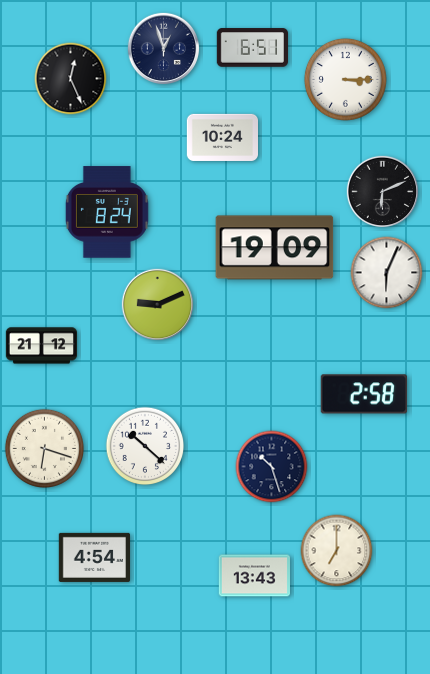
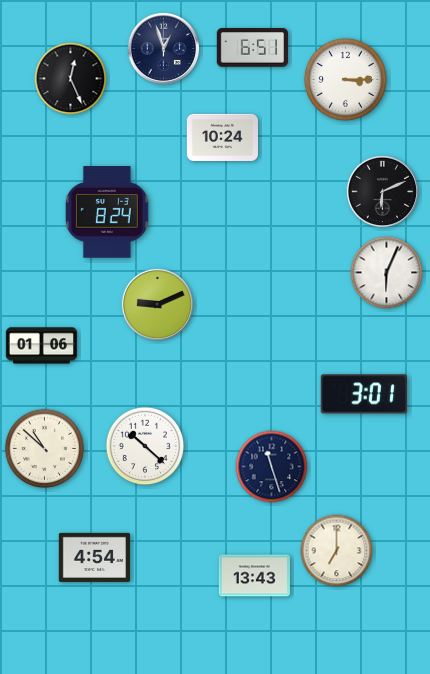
clock at (275, 248): 19:09 -> none
clock at (42, 346): 21:12 -> 01:06
clock at (364, 394): 2:58 -> 3:01
clock at (44, 448): 6:18 -> 10:52
clock at (272, 467): 10:27 -> 11:27
